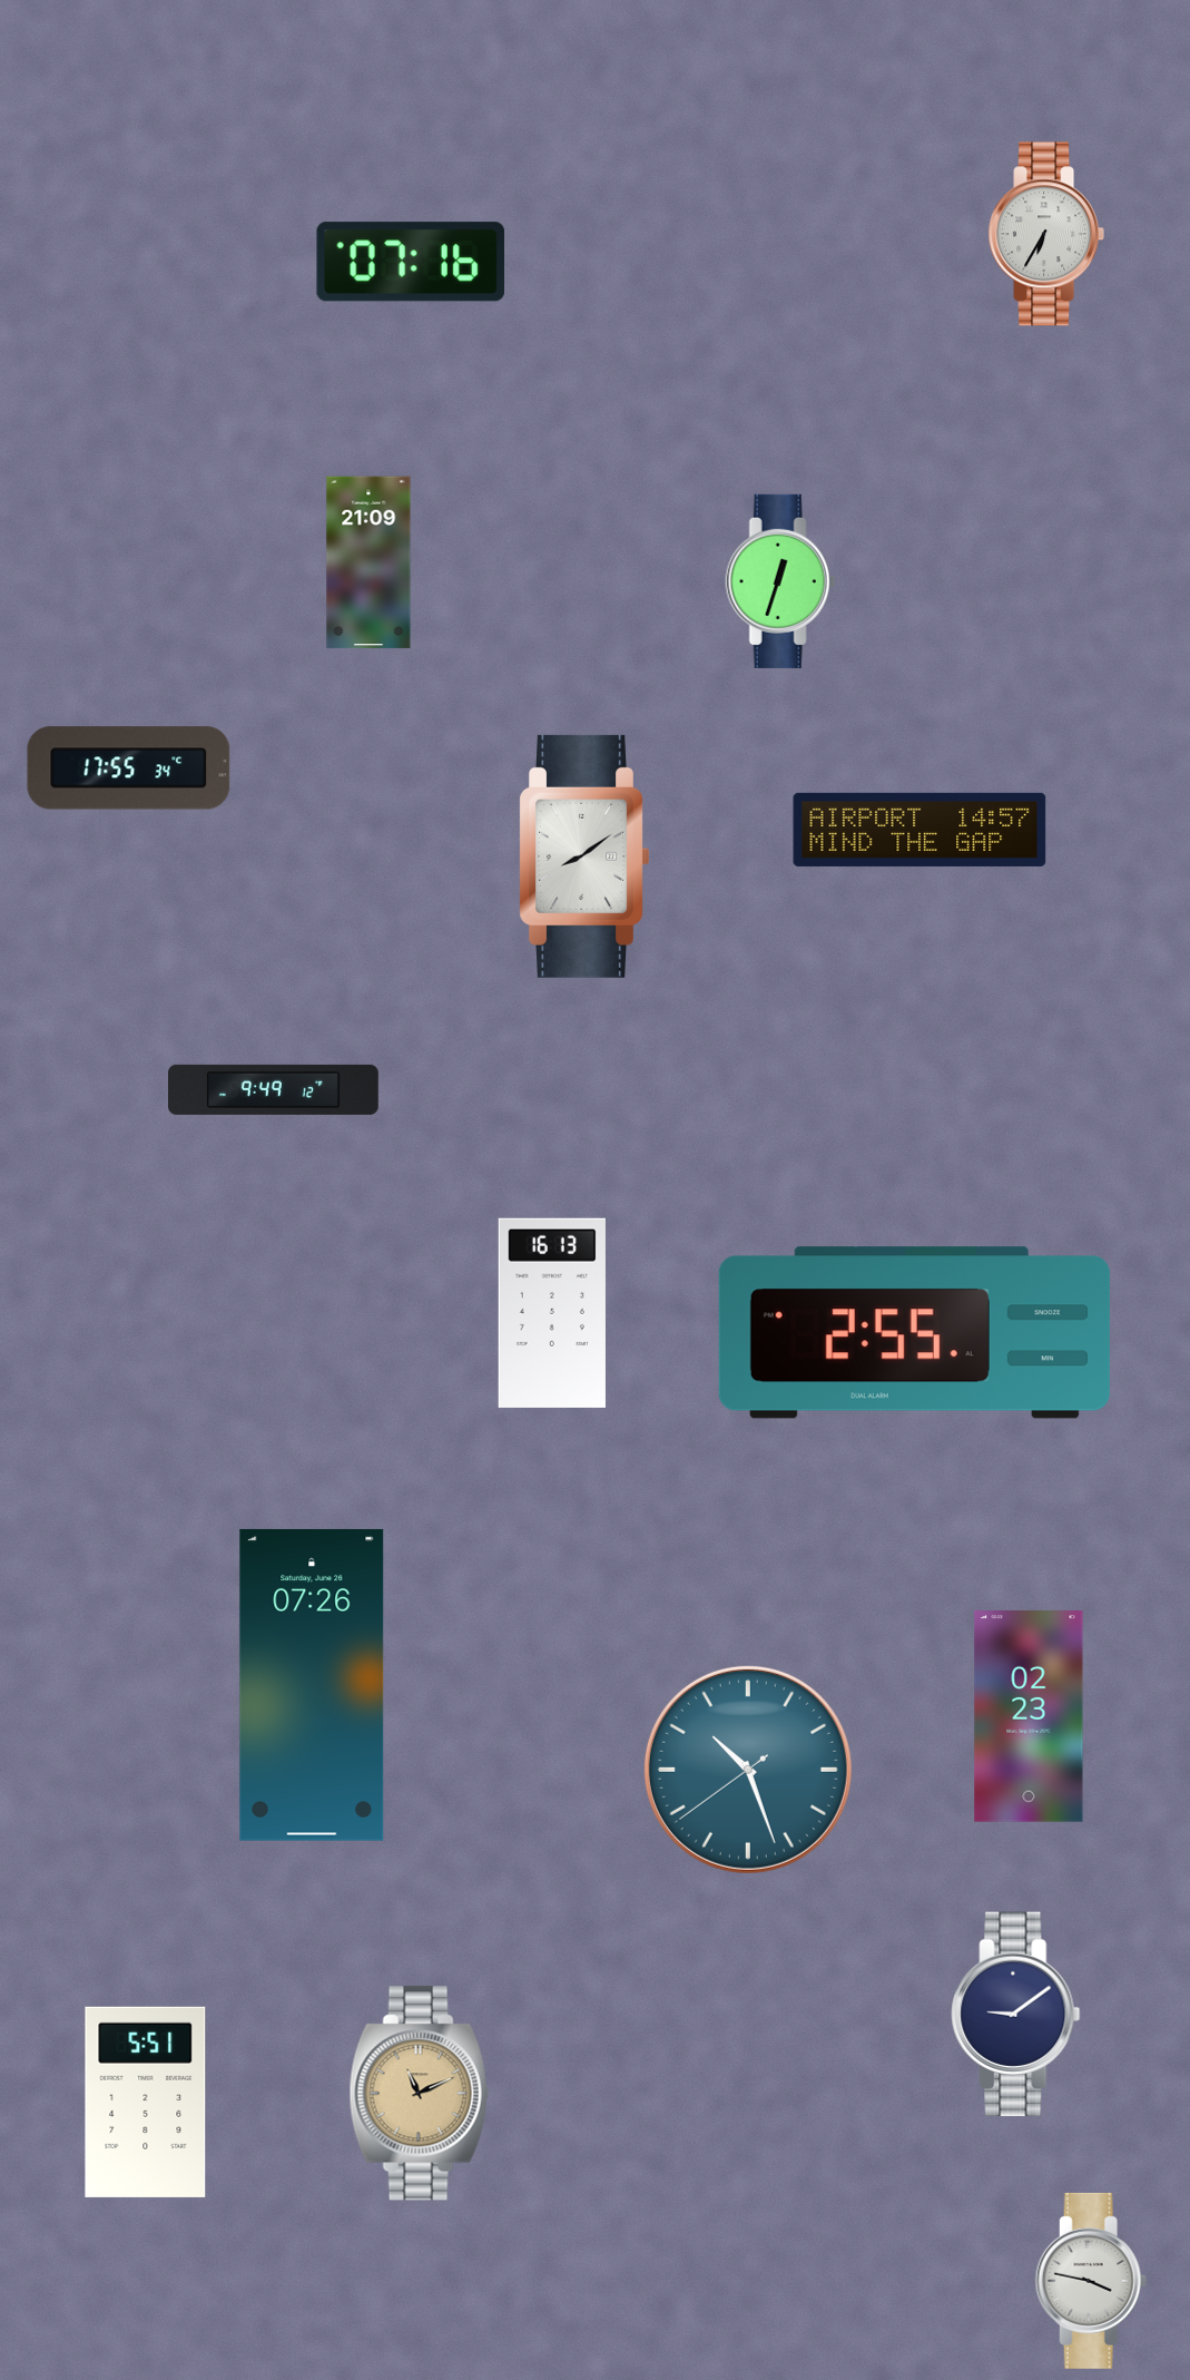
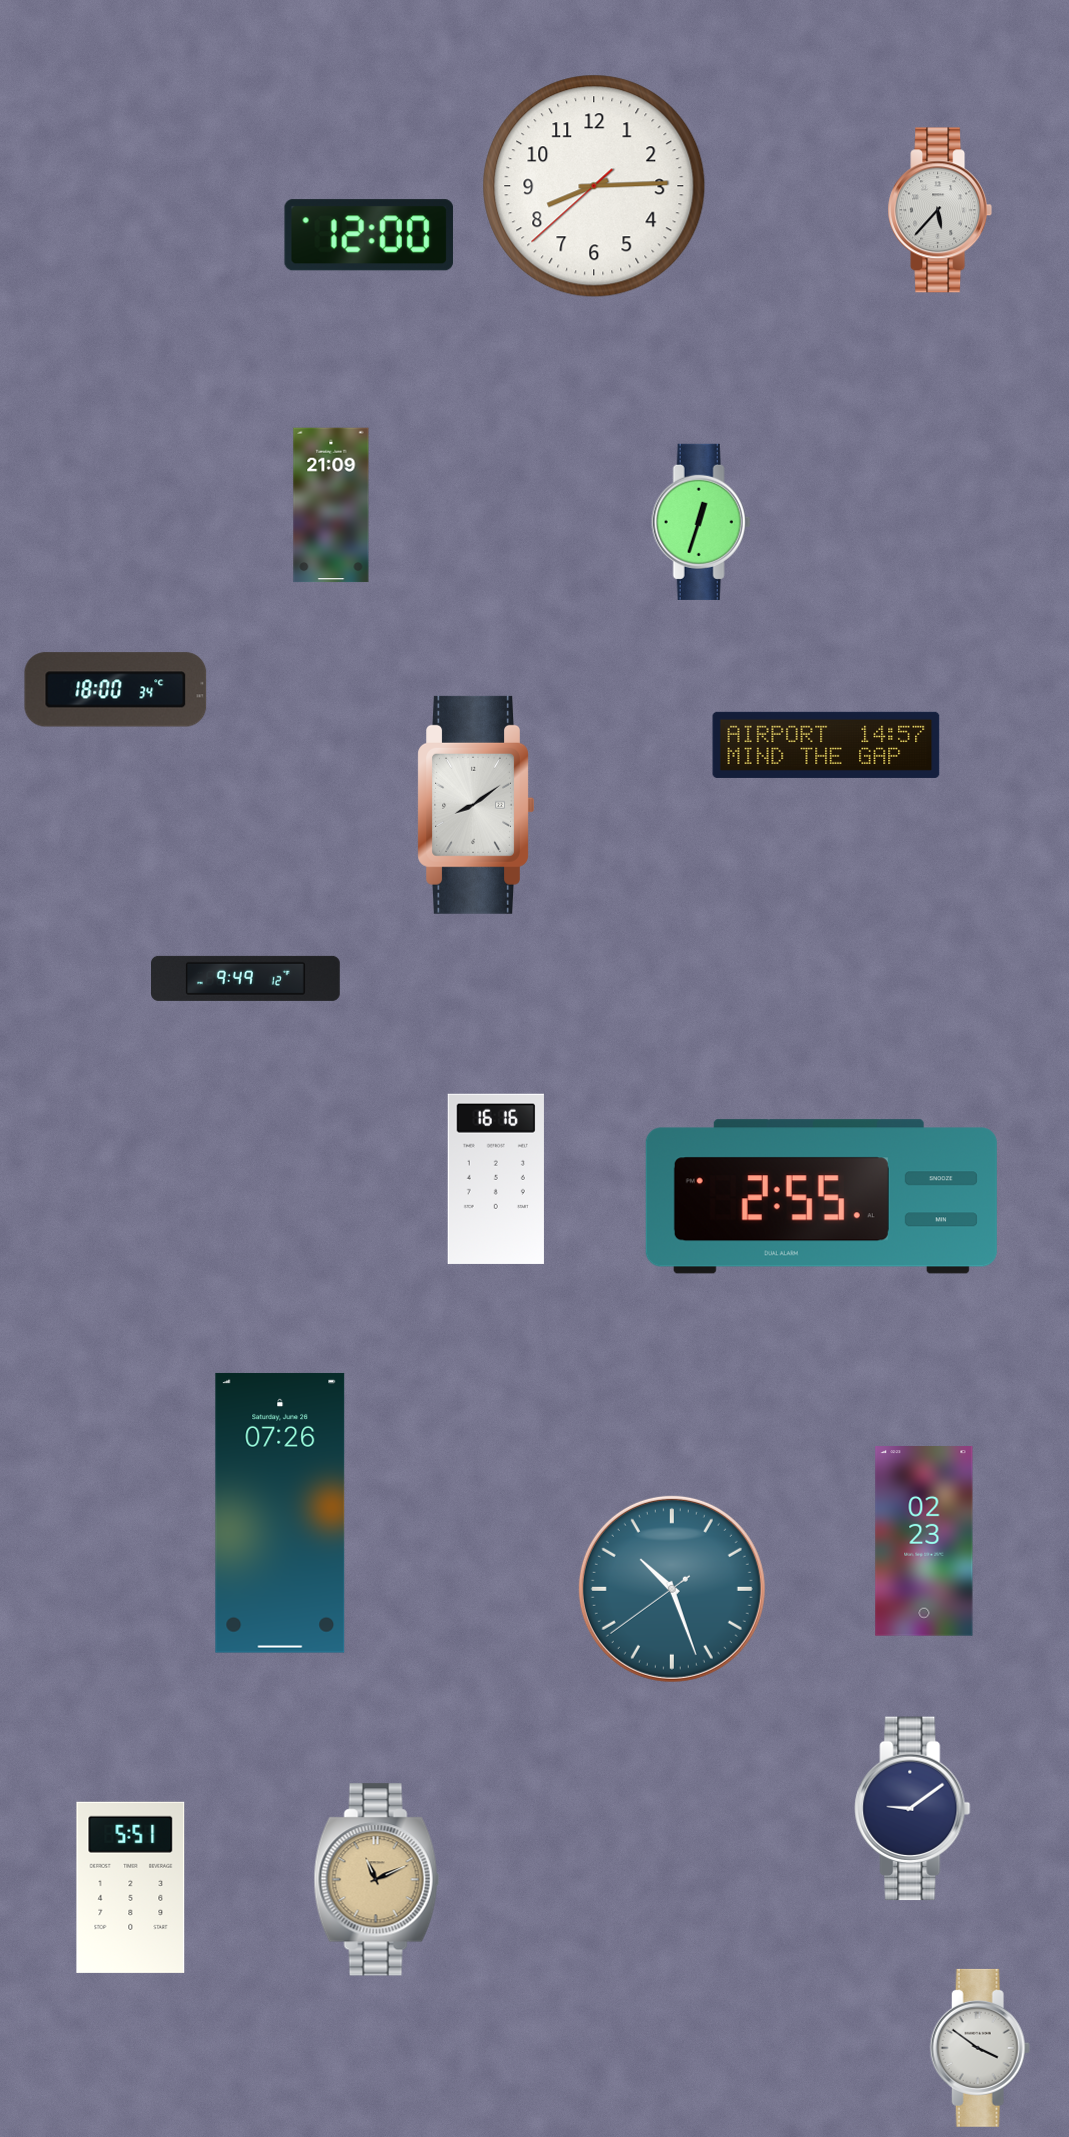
clock at (594, 186): none -> 8:14
clock at (1046, 234): 6:35 -> 5:37
clock at (411, 262): 07:16 -> 12:00
clock at (129, 768): 17:55 -> 18:00
clock at (583, 856) position: (583, 856) -> (475, 805)
clock at (552, 1313): 16:13 -> 16:16
clock at (1091, 2281): 3:47 -> 3:51
